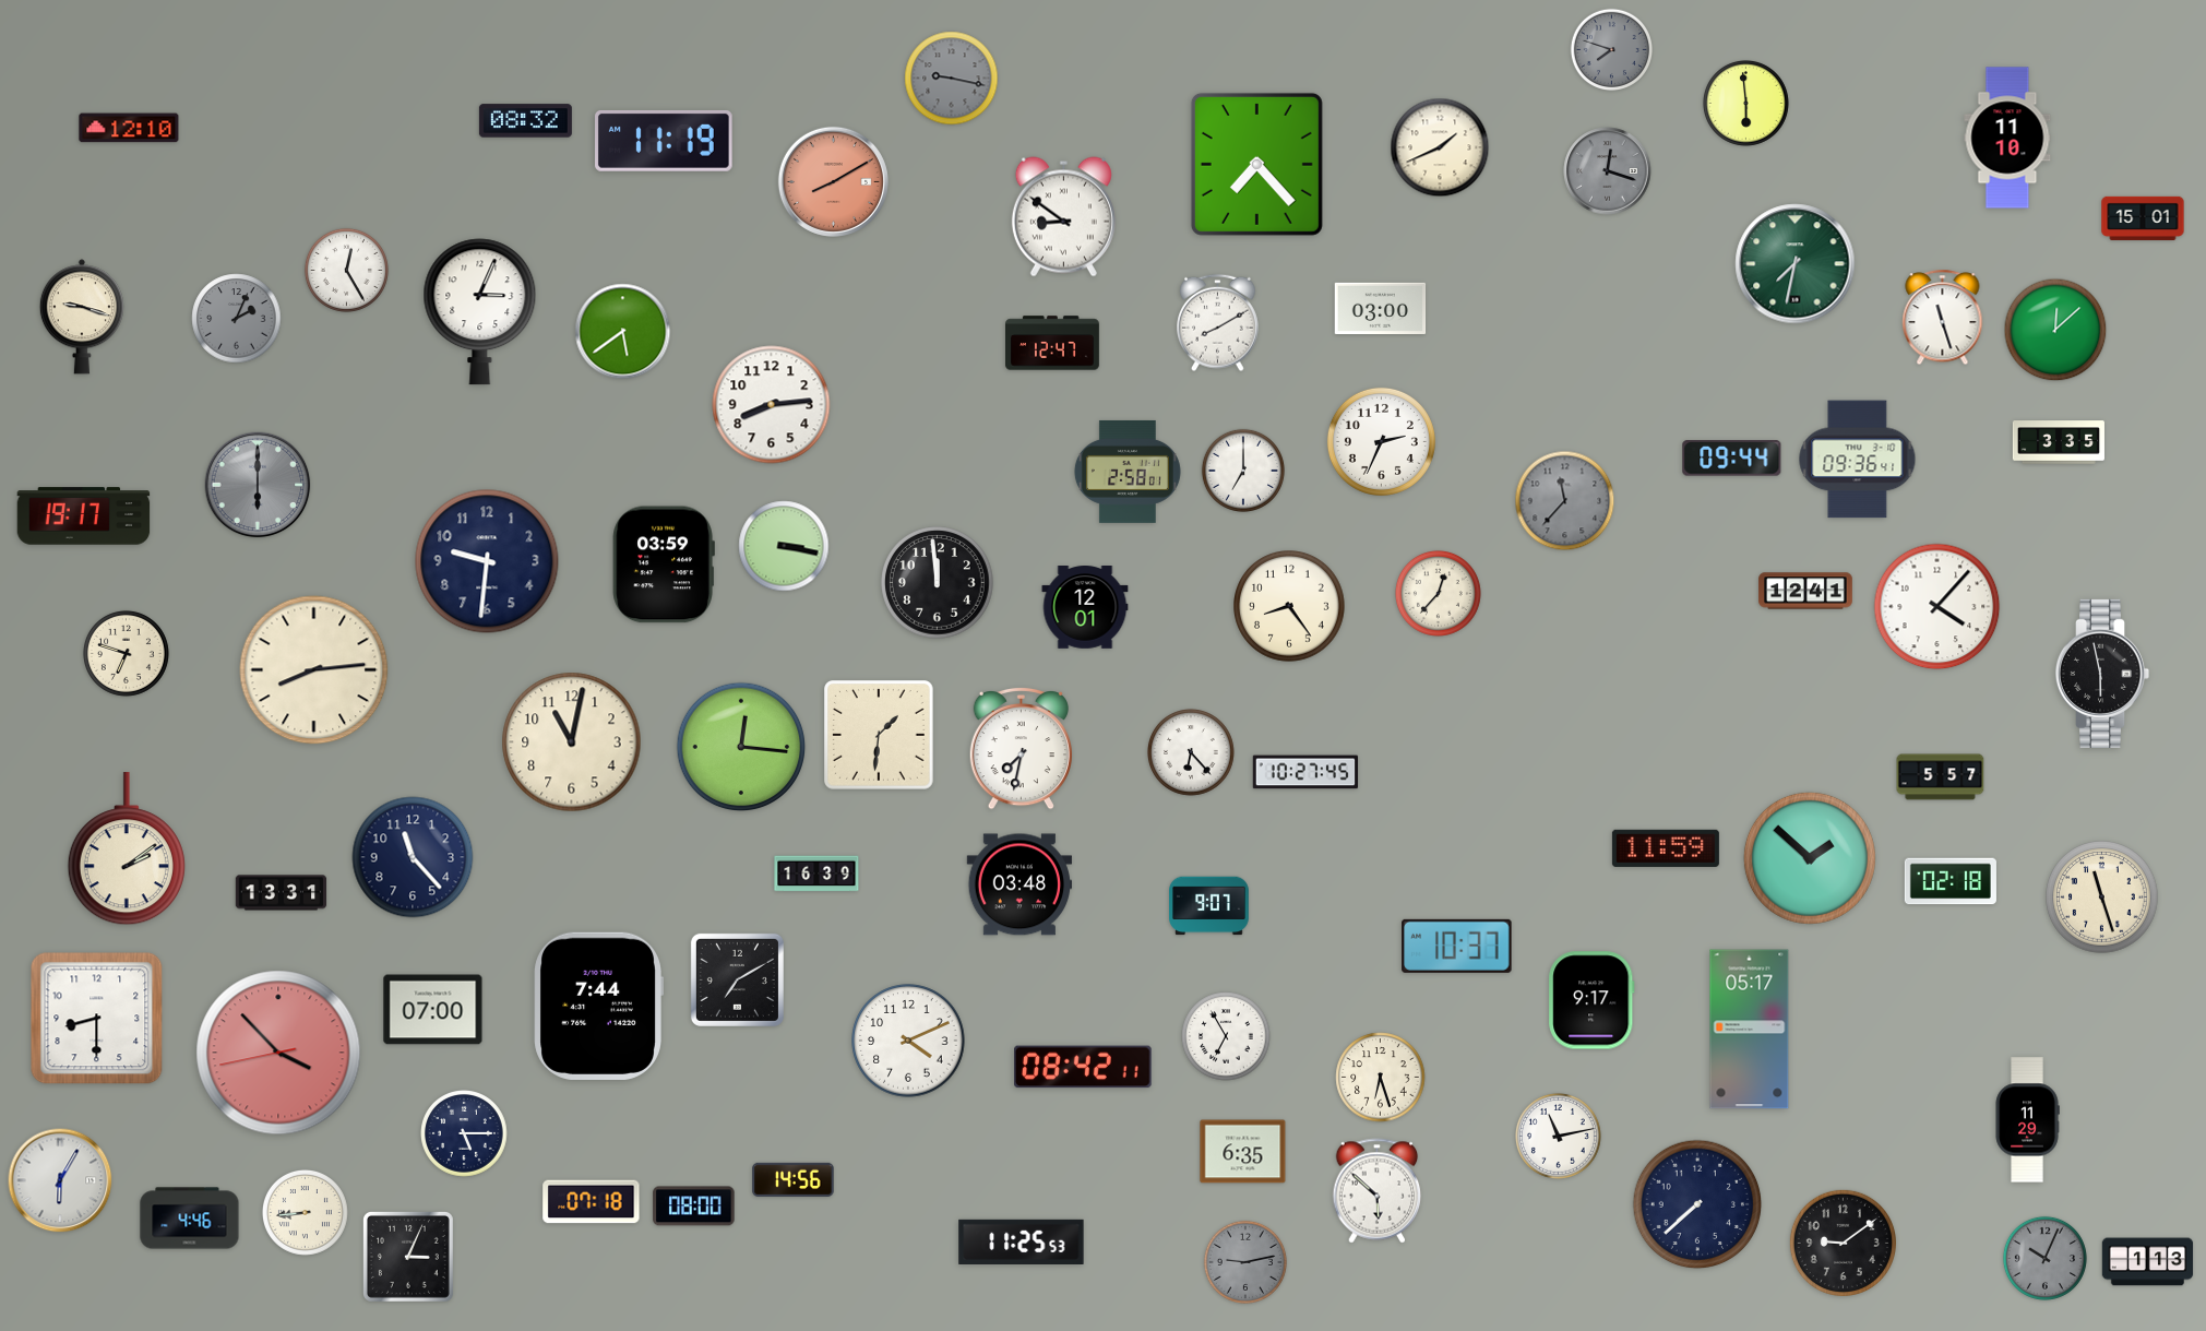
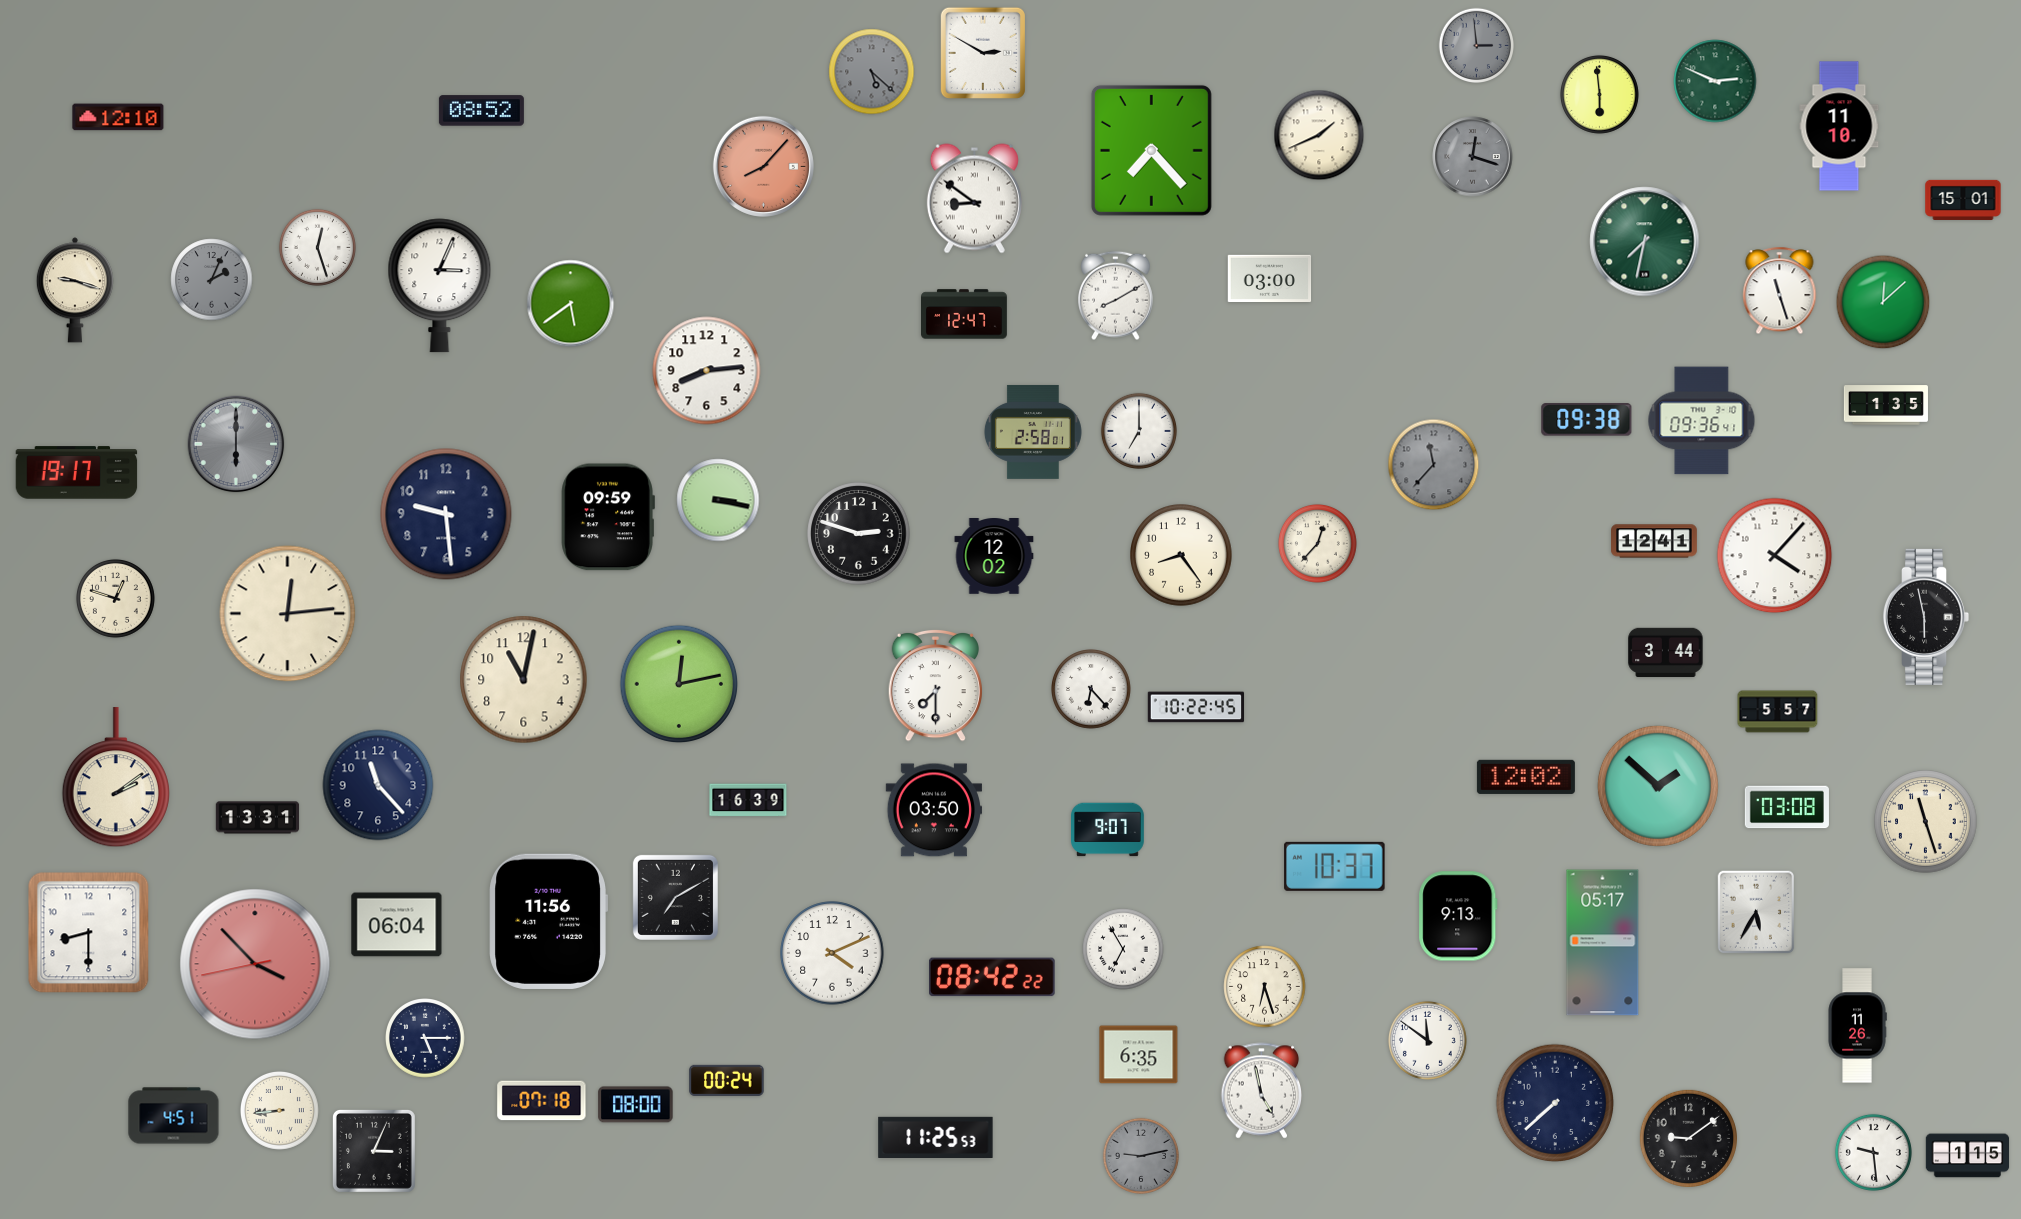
clock at (1612, 50): 7:48 -> 2:59
clock at (983, 52): none -> 2:50
clock at (952, 79): 9:17 -> 5:22
clock at (1715, 81): none -> 2:49
clock at (525, 121): 08:32 -> 08:52
clock at (665, 141): 11:19 -> none
clock at (833, 181): 8:10 -> 8:07
clock at (346, 270): 12:25 -> 12:27
clock at (1381, 308) position: (1381, 308) -> (1270, 278)
clock at (237, 319) position: (237, 319) -> (212, 280)
clock at (1381, 441): 2:34 -> none
clock at (2059, 442): 3:35 -> 1:35
clock at (1732, 459): 09:44 -> 09:38
clock at (1565, 501) position: (1565, 501) -> (1434, 465)
clock at (487, 561): 9:31 -> 9:29
clock at (664, 565): 03:59 -> 09:59
clock at (938, 583): 11:59 -> 2:48
clock at (1085, 608): 12:01 -> 12:02
clock at (126, 653): 6:48 -> 12:48
clock at (314, 670): 8:14 -> 12:14
clock at (1666, 652): none -> 3:44
clock at (880, 736): 1:31 -> none
clock at (741, 747): 12:16 -> 12:13
clock at (1021, 748): 7:32 -> 7:30
clock at (1305, 772): 10:27 -> 10:22
clock at (1666, 848): 11:59 -> 12:02
clock at (1951, 881): 02:18 -> 03:08
clock at (1018, 884): 03:48 -> 03:50
clock at (1756, 912): none -> 5:35
clock at (1591, 1000): 9:17 -> 9:13
clock at (598, 1006): 7:44 -> 11:56
clock at (433, 1010): 07:00 -> 06:04
clock at (1084, 1067): 08:42:11 -> 08:42:22
clock at (2027, 1120): 11:29 -> 11:26
clock at (1558, 1136): 11:13 -> 11:51
clock at (794, 1179): 14:56 -> 00:24
clock at (60, 1180): 6:05 -> none
clock at (1378, 1191): 5:52 -> 4:58
clock at (190, 1219): 4:46 -> 4:51
clock at (2044, 1258): 10:04 -> 9:29
clock at (2044, 1258) dial: grey -> white
clock at (2148, 1262): 1:13 -> 1:15
